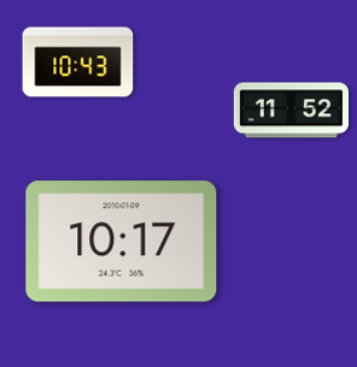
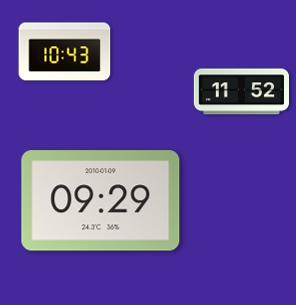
clock at (122, 242): 10:17 -> 09:29
